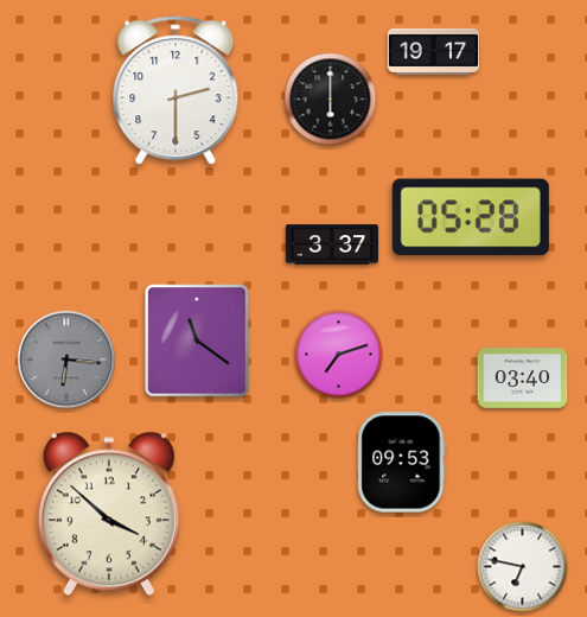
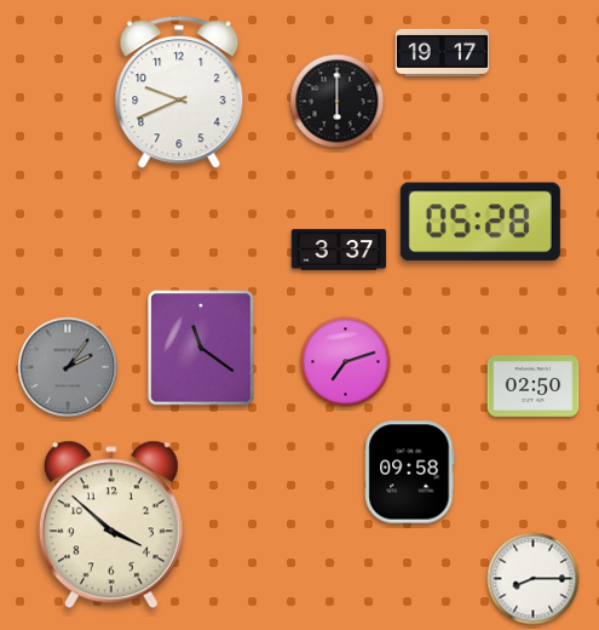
clock at (176, 91): 2:30 -> 9:41
clock at (66, 360): 6:16 -> 2:06
clock at (523, 379): 03:40 -> 02:50
clock at (402, 463): 09:53 -> 09:58
clock at (523, 567): 6:47 -> 8:15
